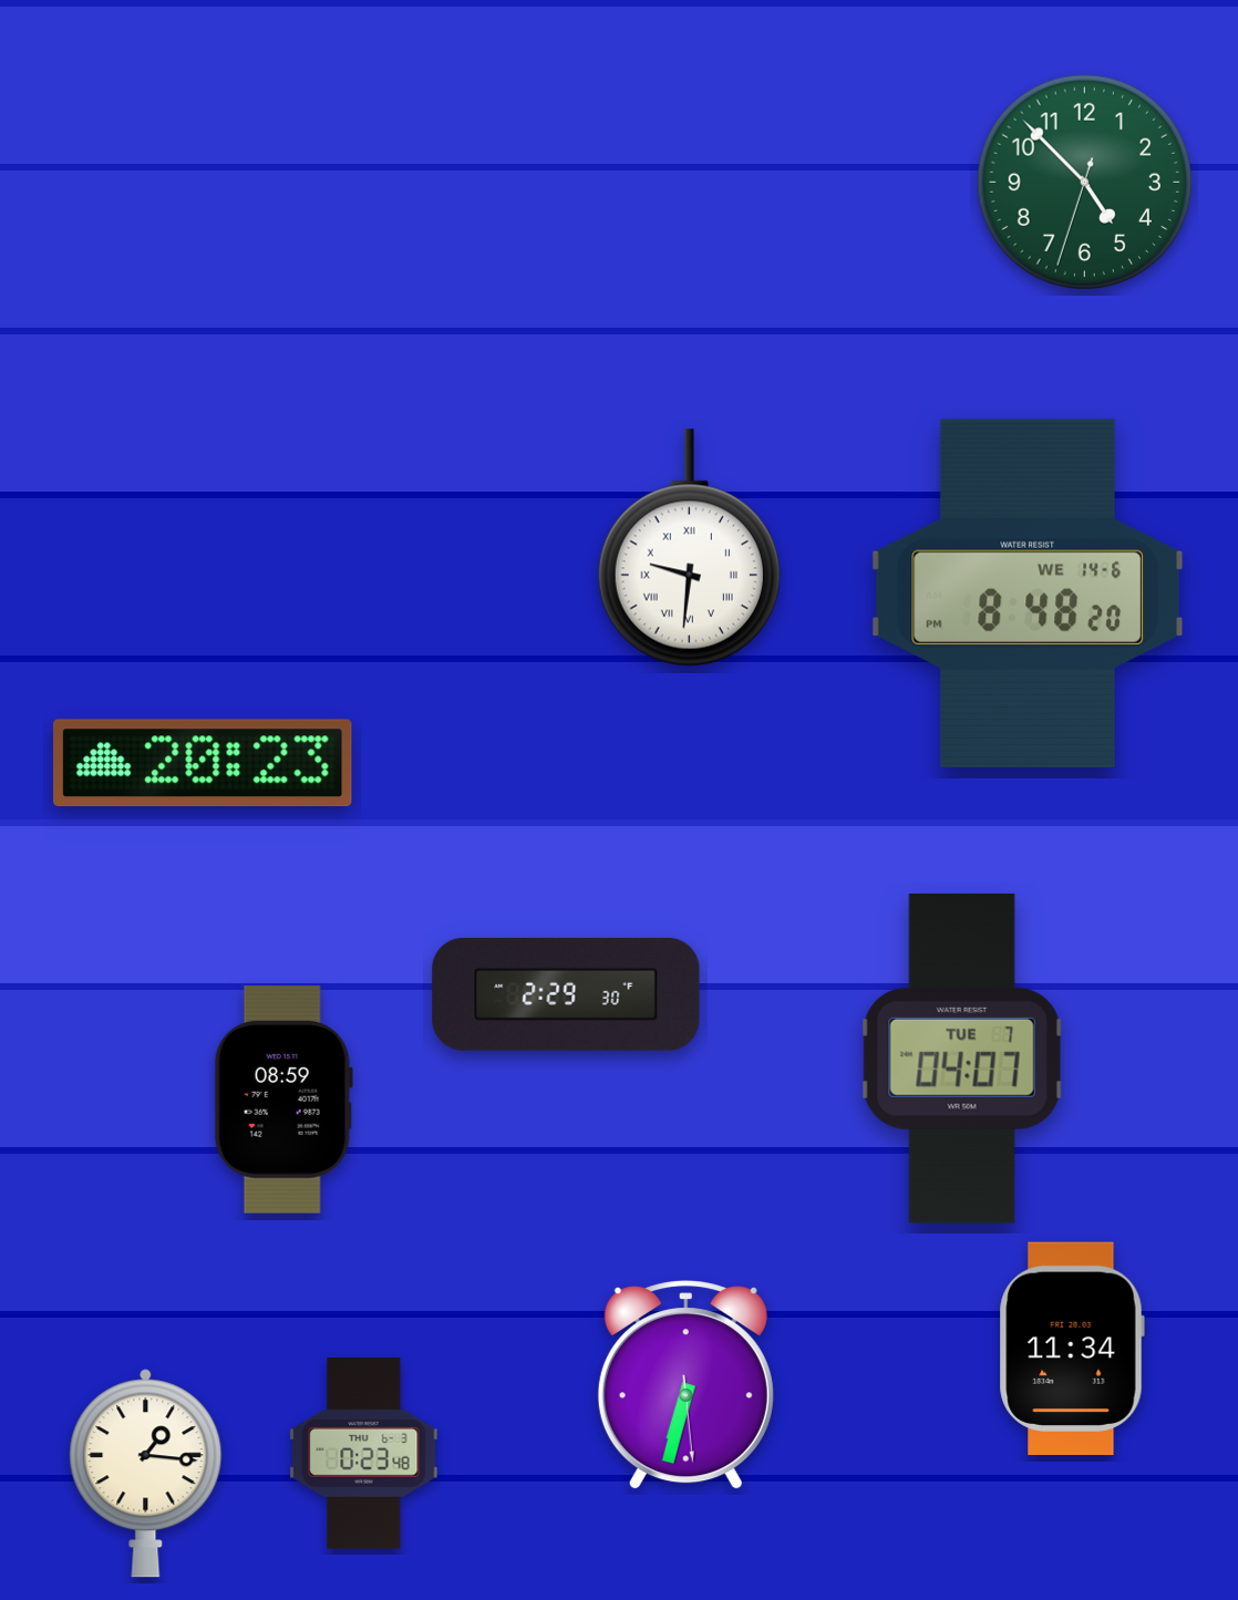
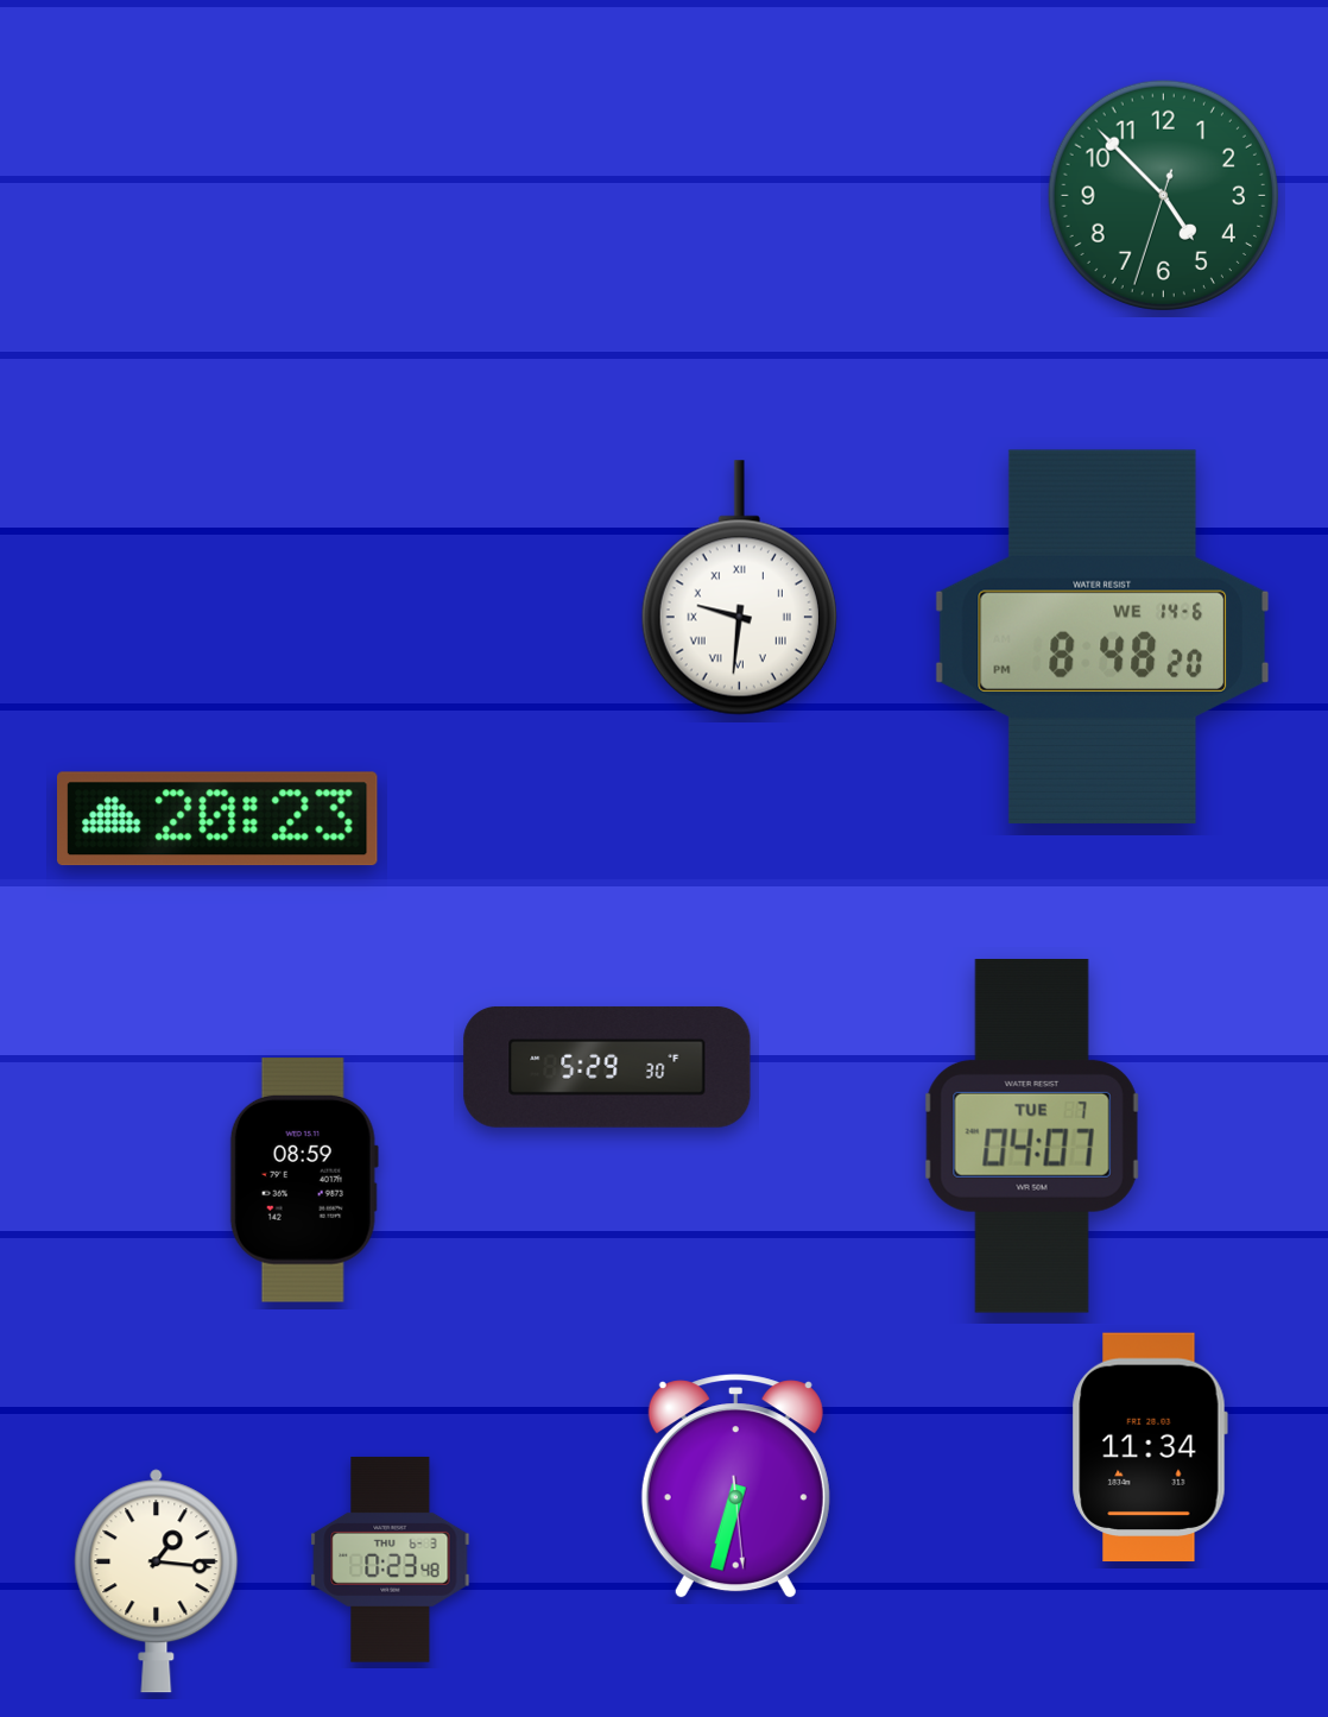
clock at (566, 994): 2:29 -> 5:29
